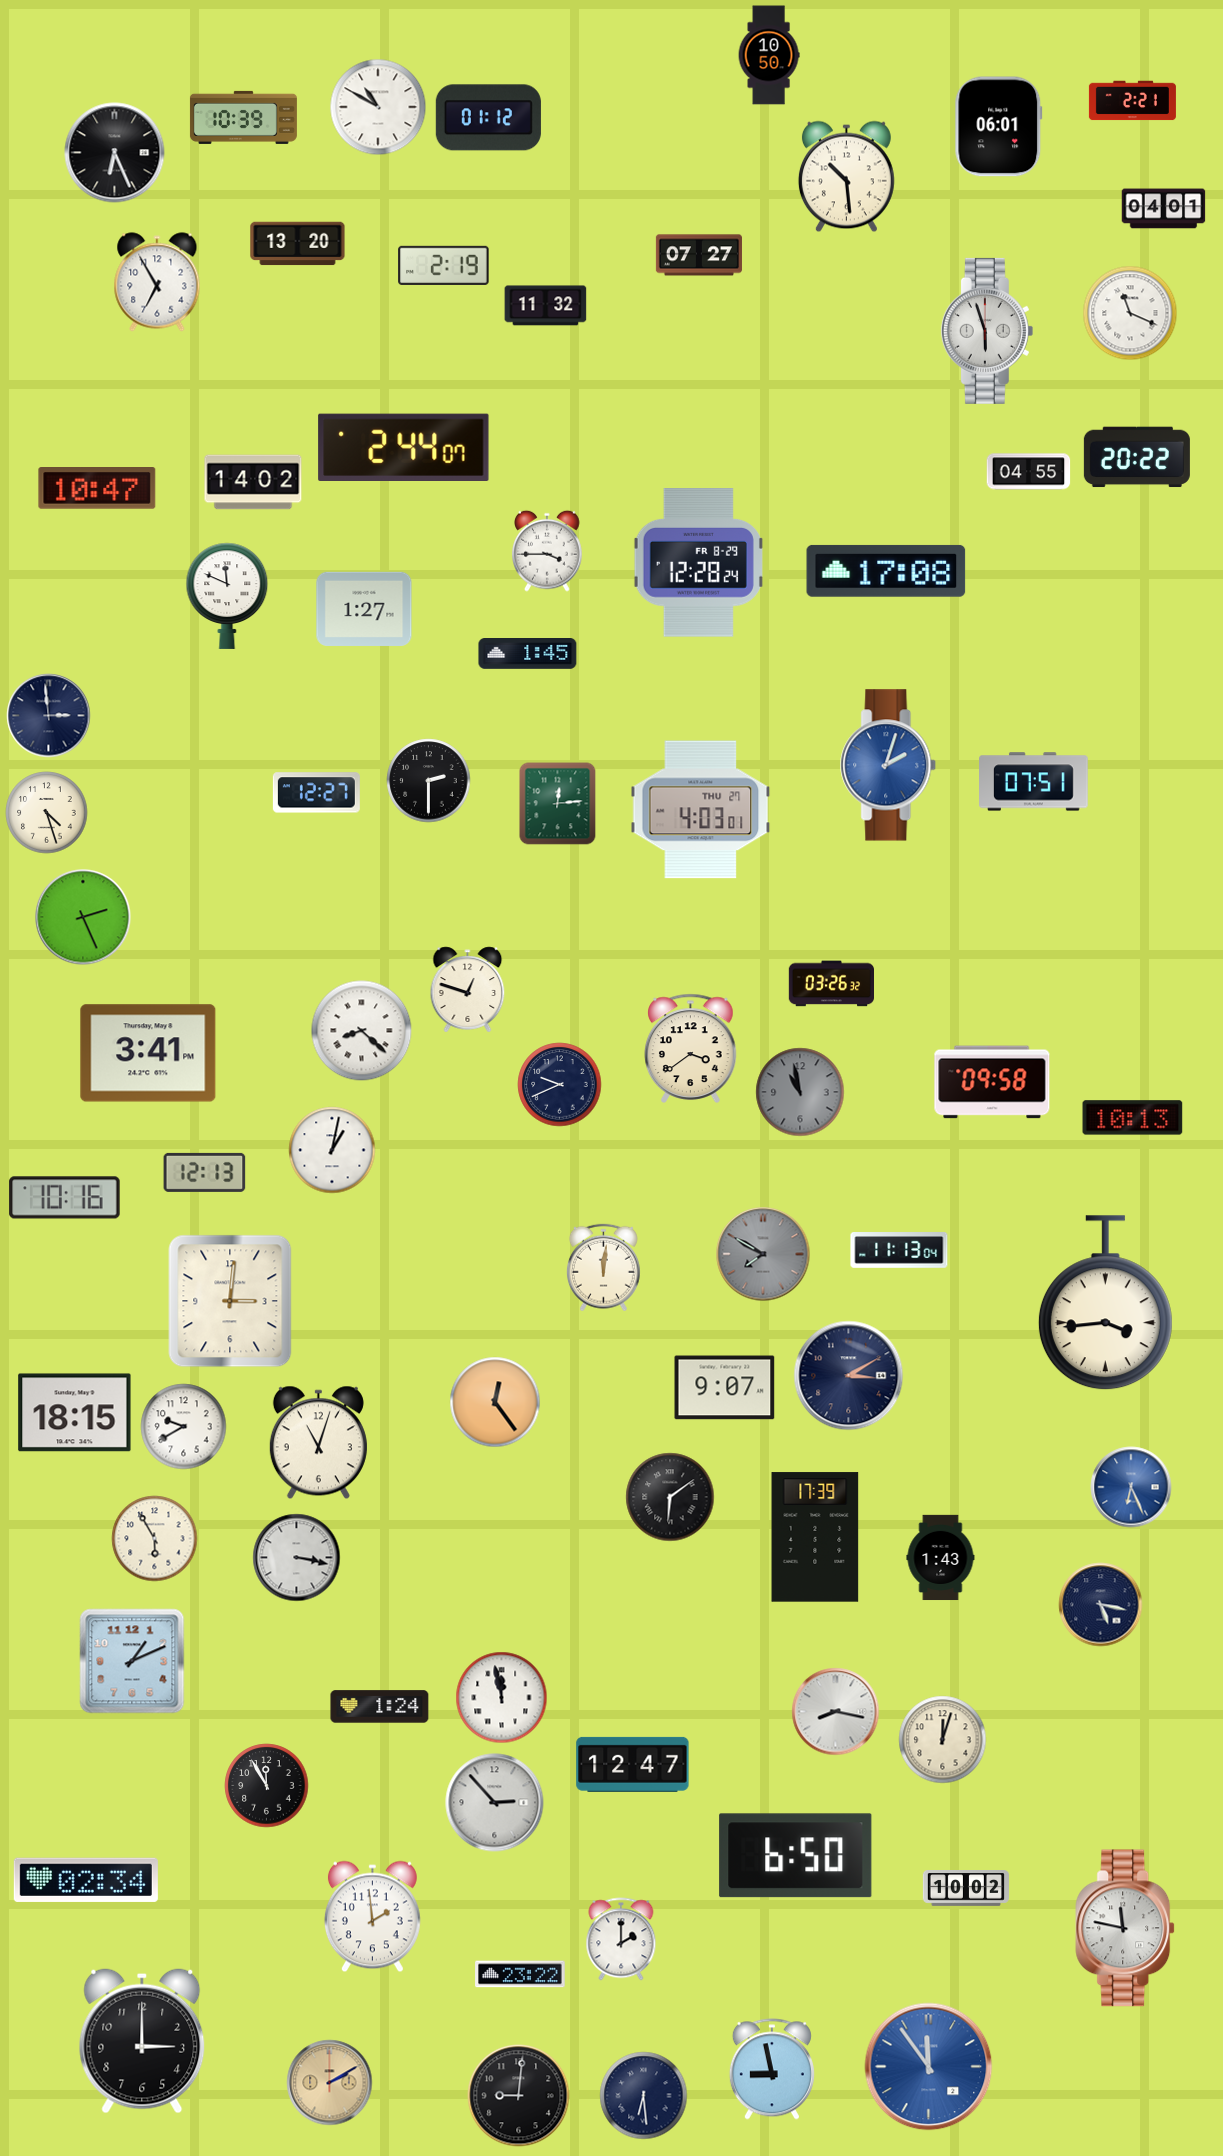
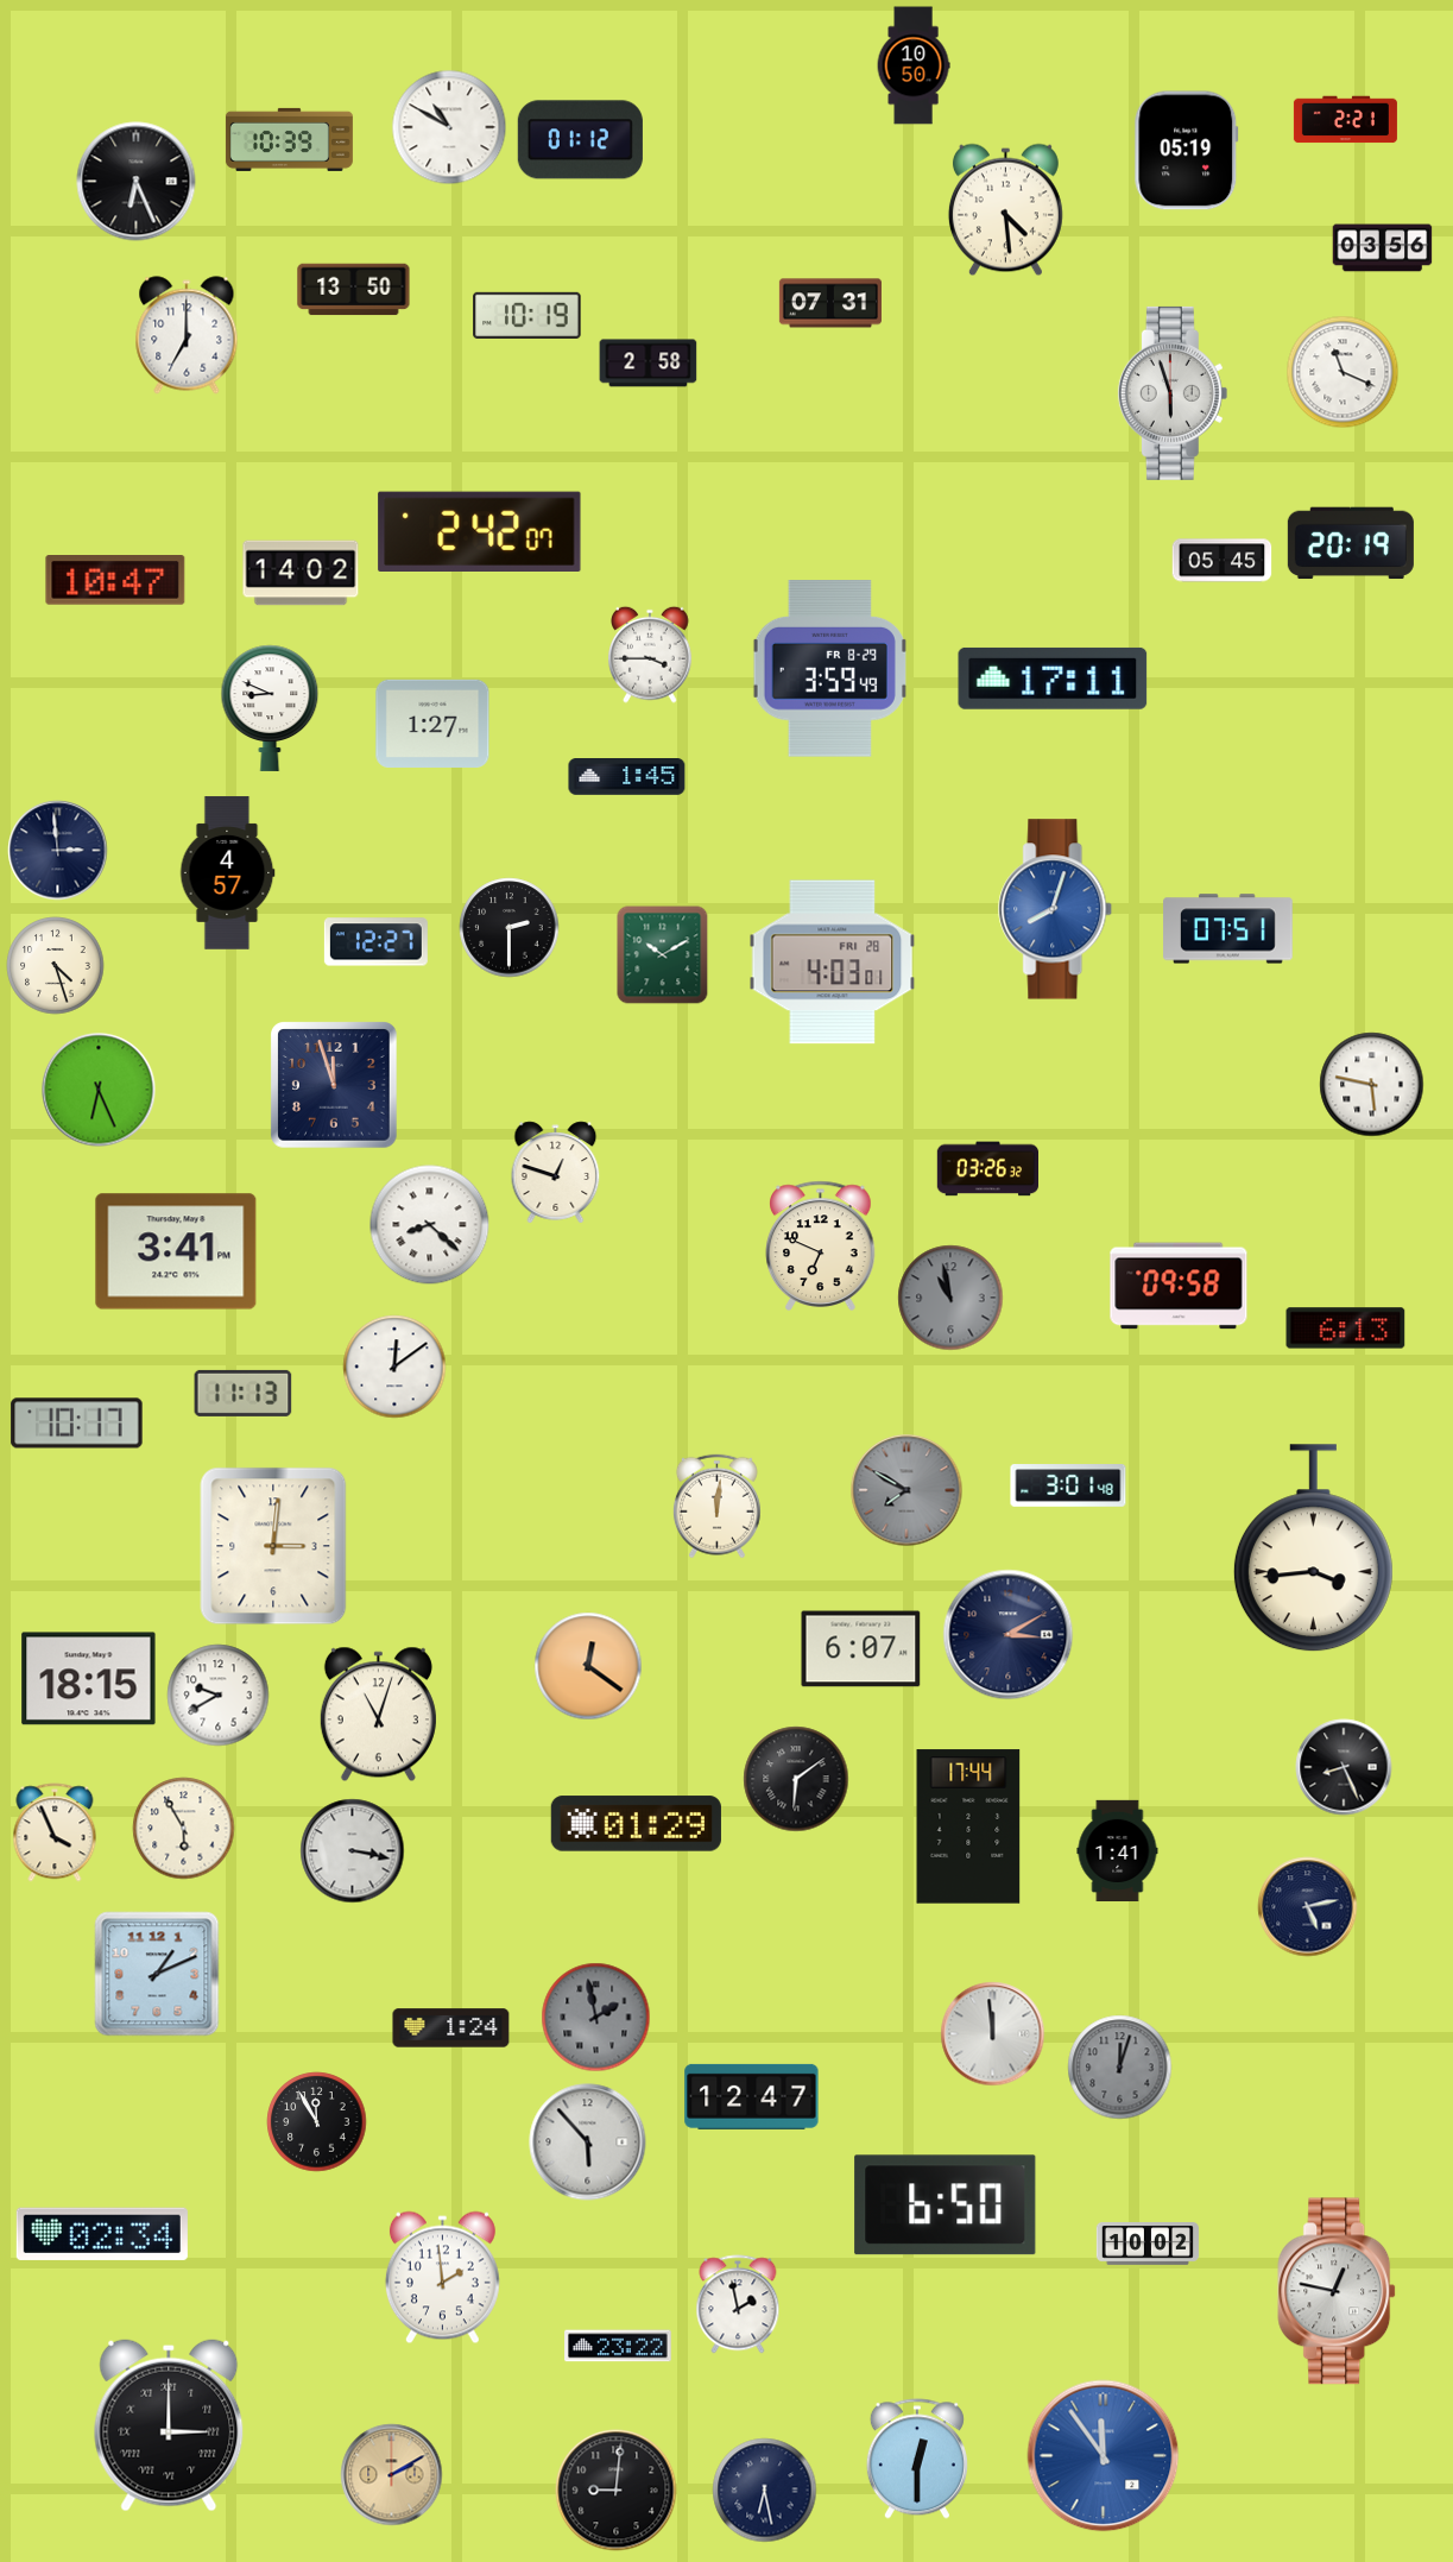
clock at (999, 127): 06:01 -> 05:19
clock at (846, 177): 10:29 -> 4:29
clock at (1164, 209): 04:01 -> 03:56
clock at (298, 244): 13:20 -> 13:50
clock at (699, 255): 07:27 -> 07:31
clock at (444, 265): 2:19 -> 10:19
clock at (157, 282): 6:55 -> 7:00
clock at (546, 306): 11:32 -> 2:58
clock at (404, 447): 2:44 -> 2:42
clock at (1137, 457): 20:22 -> 20:19
clock at (1029, 472): 04:55 -> 05:45
clock at (698, 563): 12:28 -> 3:59
clock at (886, 571): 17:08 -> 17:11
clock at (227, 596): 11:49 -> 8:49
clock at (227, 873): none -> 4:57
clock at (889, 765): 2:03 -> 8:03
clock at (558, 804): 12:14 -> 10:10
clock at (701, 810) date: THU 27 -> FRI 28
clock at (1372, 1085): none -> 5:47
clock at (335, 1086): none -> 11:57
clock at (83, 917): 2:26 -> 6:26
clock at (468, 990) position: (468, 990) -> (556, 1173)
clock at (691, 1048): 3:39 -> 6:49
clock at (560, 1085): 9:41 -> none
clock at (1133, 1118): 10:13 -> 6:13
clock at (332, 1150): 1:02 -> 12:09
clock at (205, 1172): 12:13 -> 11:13
clock at (65, 1198): 10:16 -> 10:17
clock at (899, 1251): 11:13 -> 3:01
clock at (725, 1388): 9:07 -> 6:07
clock at (495, 1402): 12:24 -> 12:21
clock at (1131, 1487): 6:26 -> 8:26
clock at (1131, 1487) dial: blue -> black
clock at (636, 1824): none -> 01:29
clock at (815, 1537): 17:39 -> 17:44
clock at (55, 1832): none -> 3:56
clock at (941, 1558): 1:43 -> 1:41
clock at (1101, 1605): 5:17 -> 5:13
clock at (502, 1698): 11:58 -> 1:58
clock at (502, 1698) dial: white -> grey
clock at (836, 1712): 8:17 -> 11:59
clock at (943, 1740) dial: cream -> grey
clock at (495, 1803): 2:53 -> 5:53
clock at (1126, 1928): 11:47 -> 12:47
clock at (621, 1939): 2:00 -> 1:58
clock at (142, 2041) numerals: Arabic -> Roman
clock at (772, 2069): 8:58 -> 12:30
clock at (644, 2096): 6:29 -> 6:28
